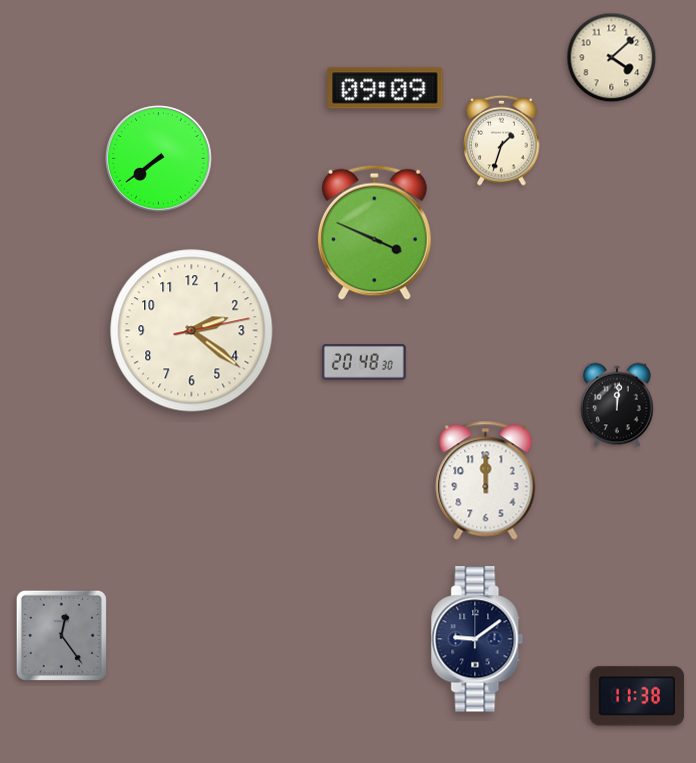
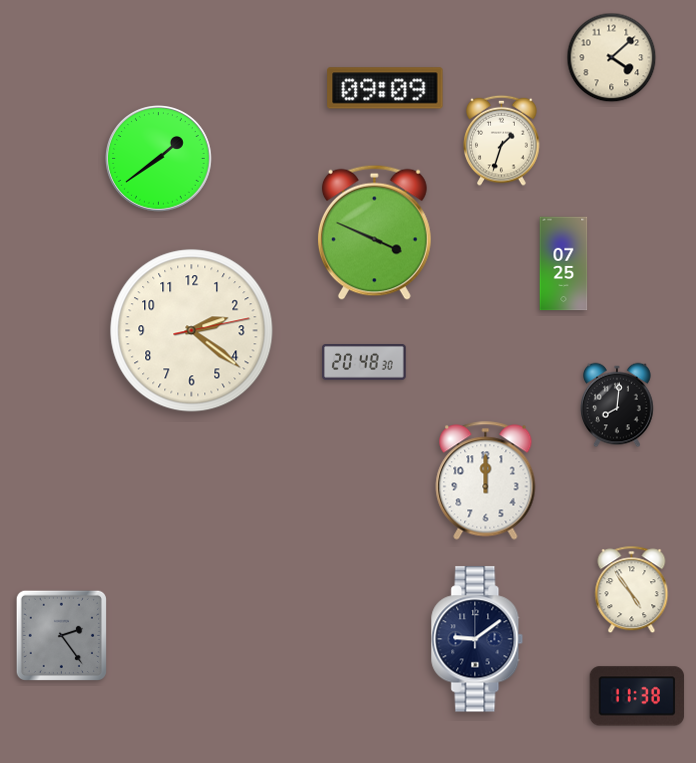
clock at (159, 159): 7:39 -> 1:39
clock at (564, 264): none -> 07:25
clock at (618, 405): 12:01 -> 8:01
clock at (632, 590): none -> 4:54
clock at (61, 635): 12:24 -> 2:24
